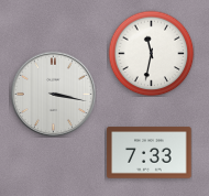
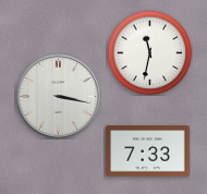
clock at (53, 94) position: (53, 94) -> (58, 96)
